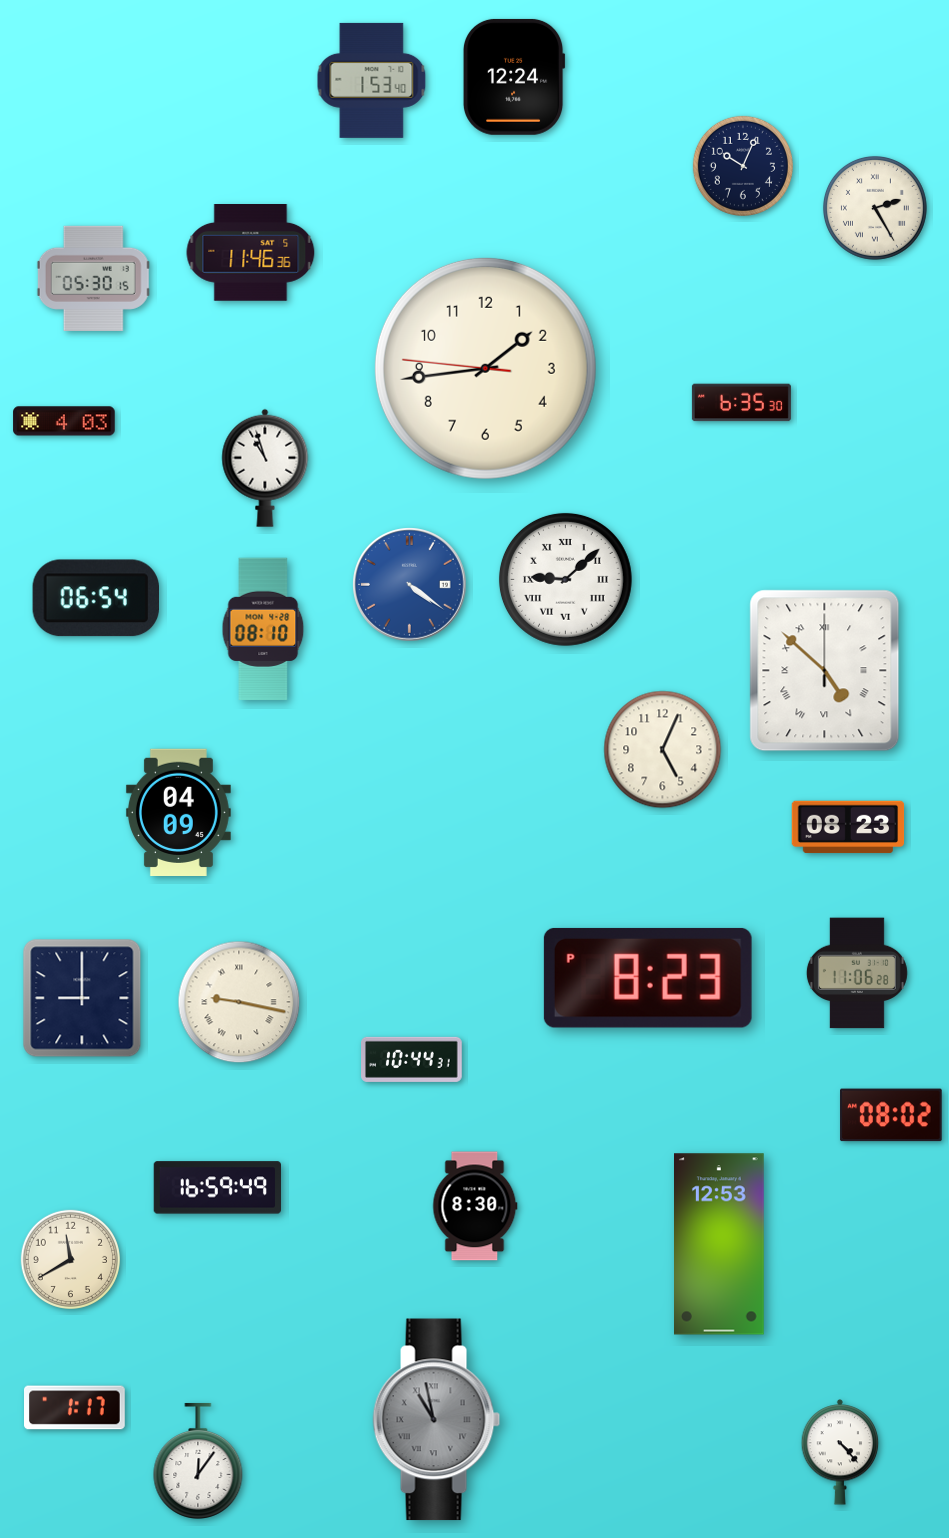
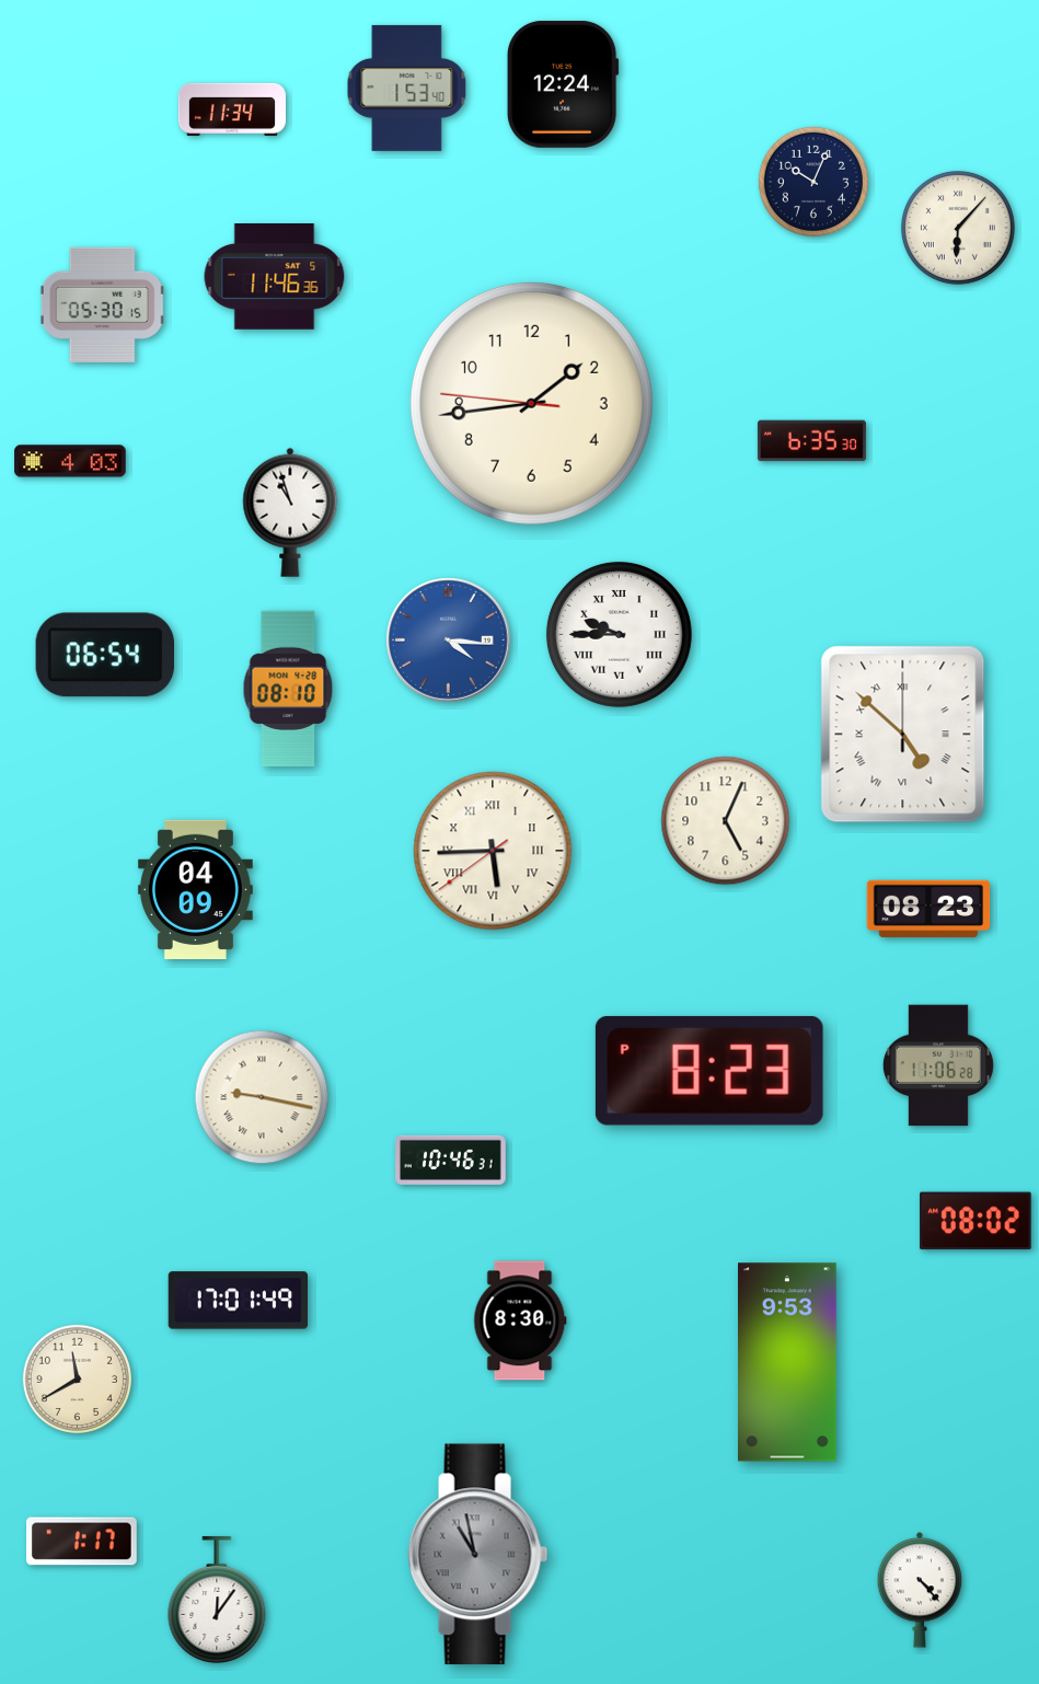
clock at (232, 109): none -> 11:34
clock at (875, 208): 2:25 -> 6:07
clock at (565, 579): 9:08 -> 9:45
clock at (410, 585): 4:21 -> 4:16
clock at (493, 851): none -> 5:44
clock at (848, 827) position: (848, 827) -> (928, 909)
clock at (82, 998): 9:00 -> none
clock at (412, 1059): 10:44 -> 10:46
clock at (217, 1188): 16:59 -> 17:01
clock at (720, 1244): 12:53 -> 9:53
